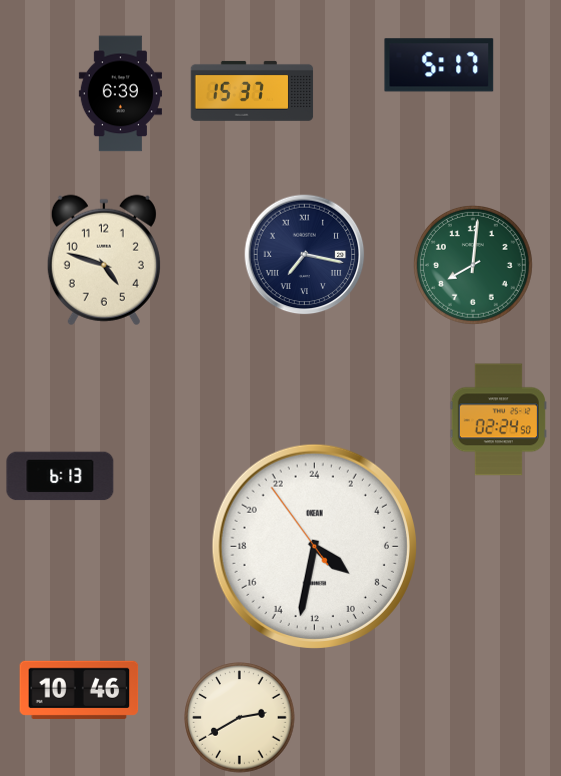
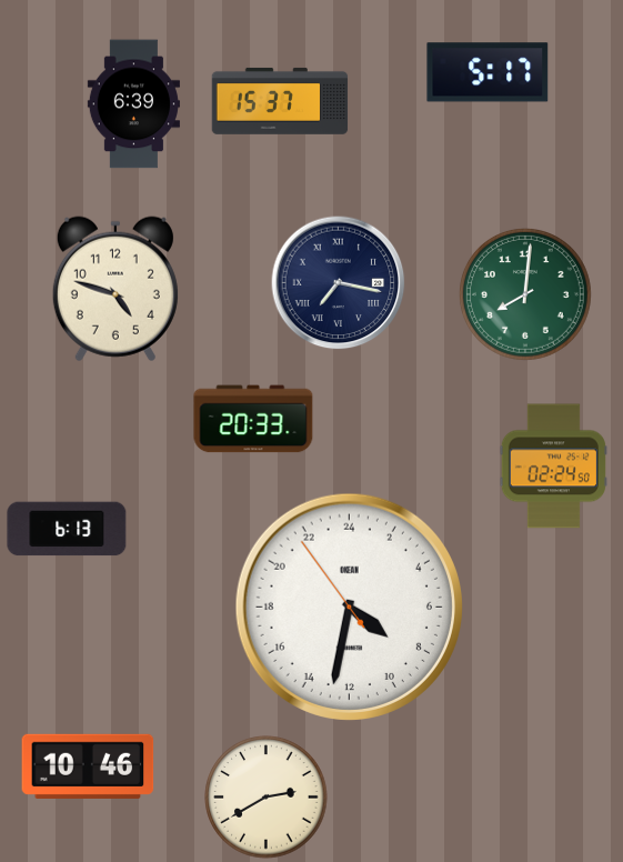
clock at (253, 419): none -> 20:33
